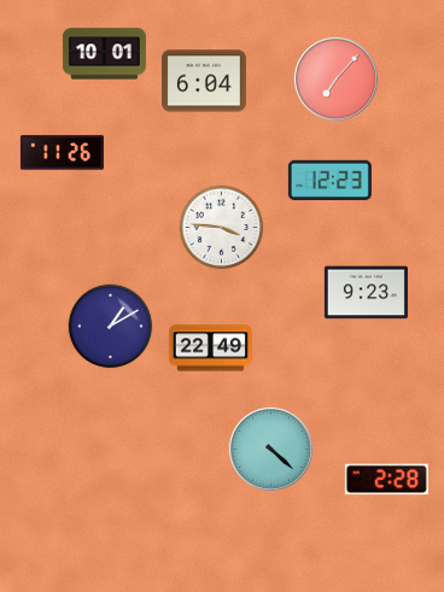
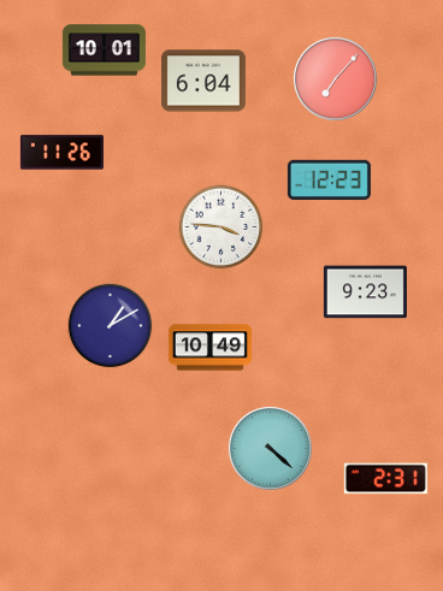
clock at (104, 54) position: (104, 54) -> (104, 51)
clock at (210, 348): 22:49 -> 10:49
clock at (386, 480): 2:28 -> 2:31
